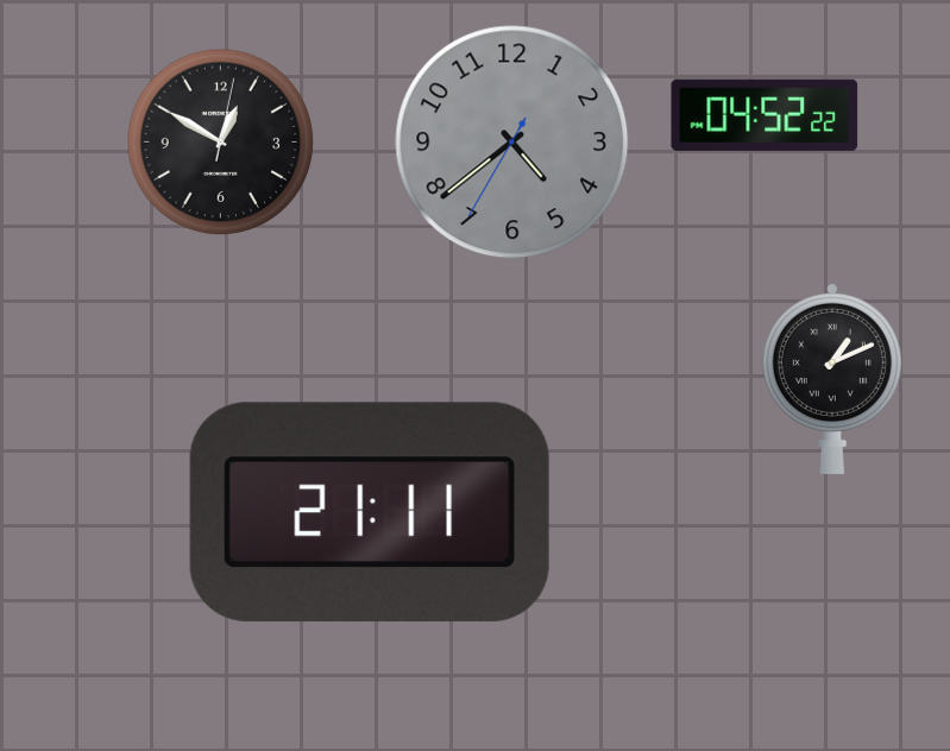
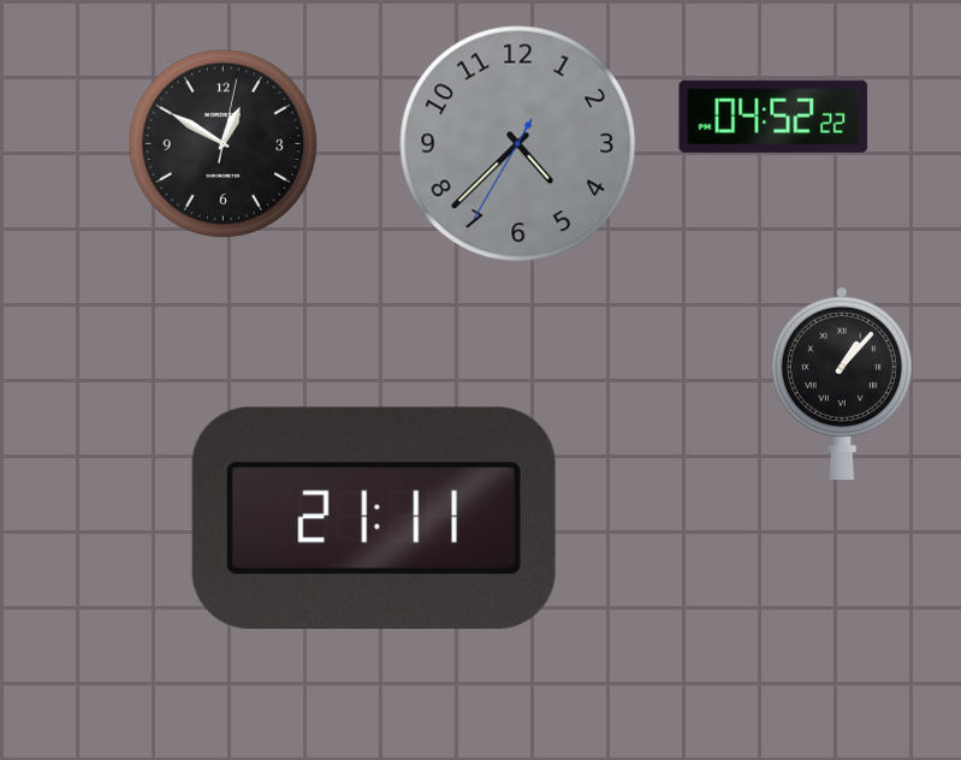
clock at (512, 143): 4:38 -> 4:37
clock at (832, 378): 1:11 -> 1:07
